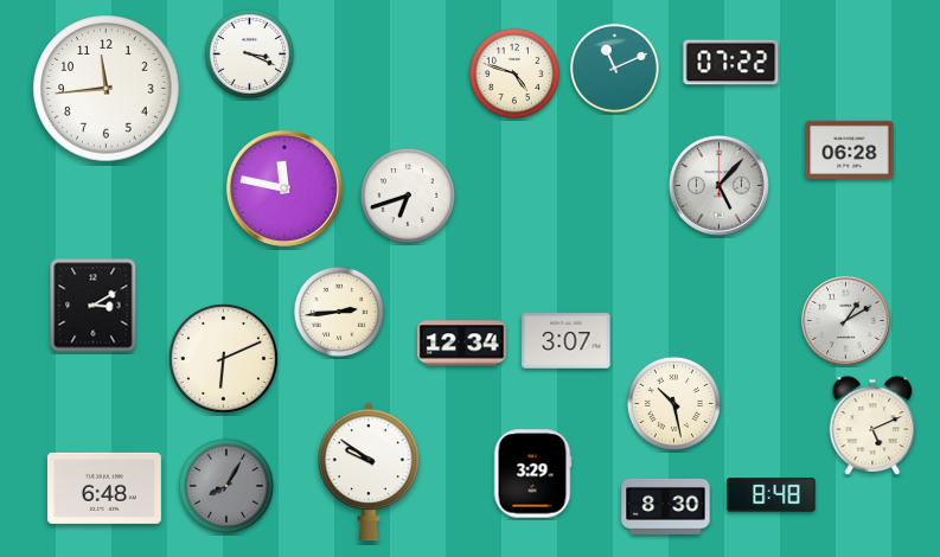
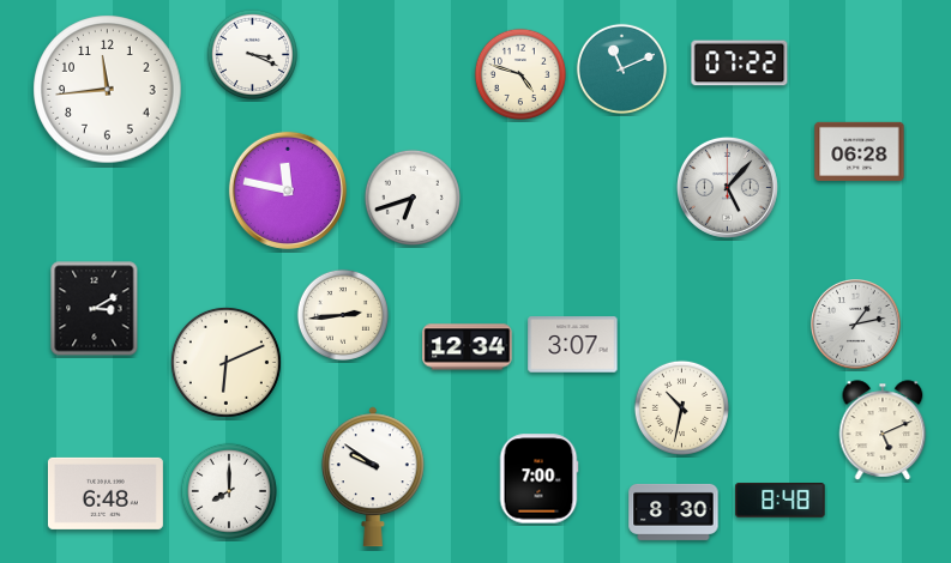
clock at (846, 321): 1:10 -> 1:13
clock at (673, 403): 10:28 -> 10:32
clock at (532, 474): 3:29 -> 7:00
clock at (226, 486): 8:05 -> 8:00
clock at (226, 486) dial: grey -> white
